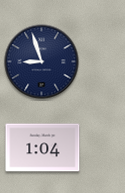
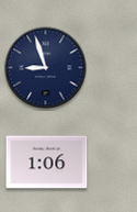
clock at (43, 148): 1:04 -> 1:06
